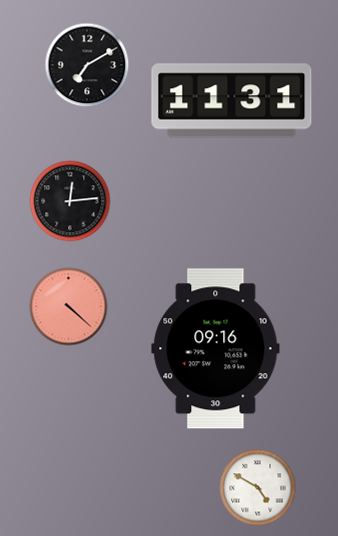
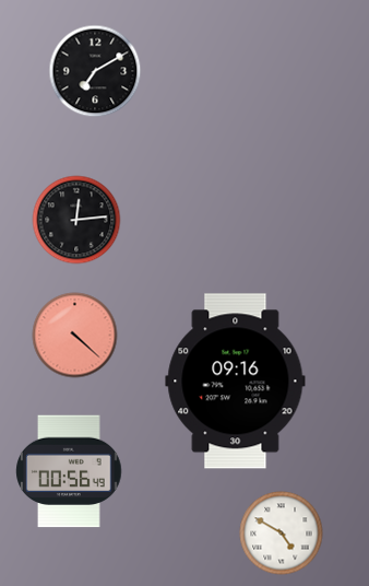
clock at (232, 101): 11:31 -> none
clock at (69, 471): none -> 00:56
